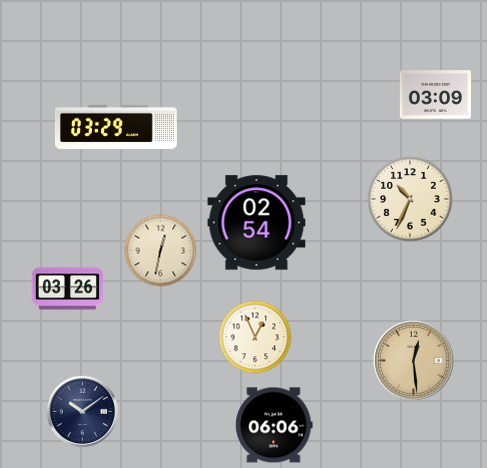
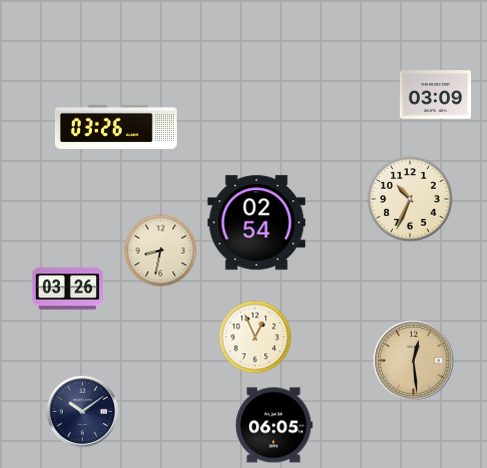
clock at (116, 127): 03:29 -> 03:26
clock at (161, 251): 12:32 -> 8:32
clock at (274, 425): 06:06 -> 06:05
